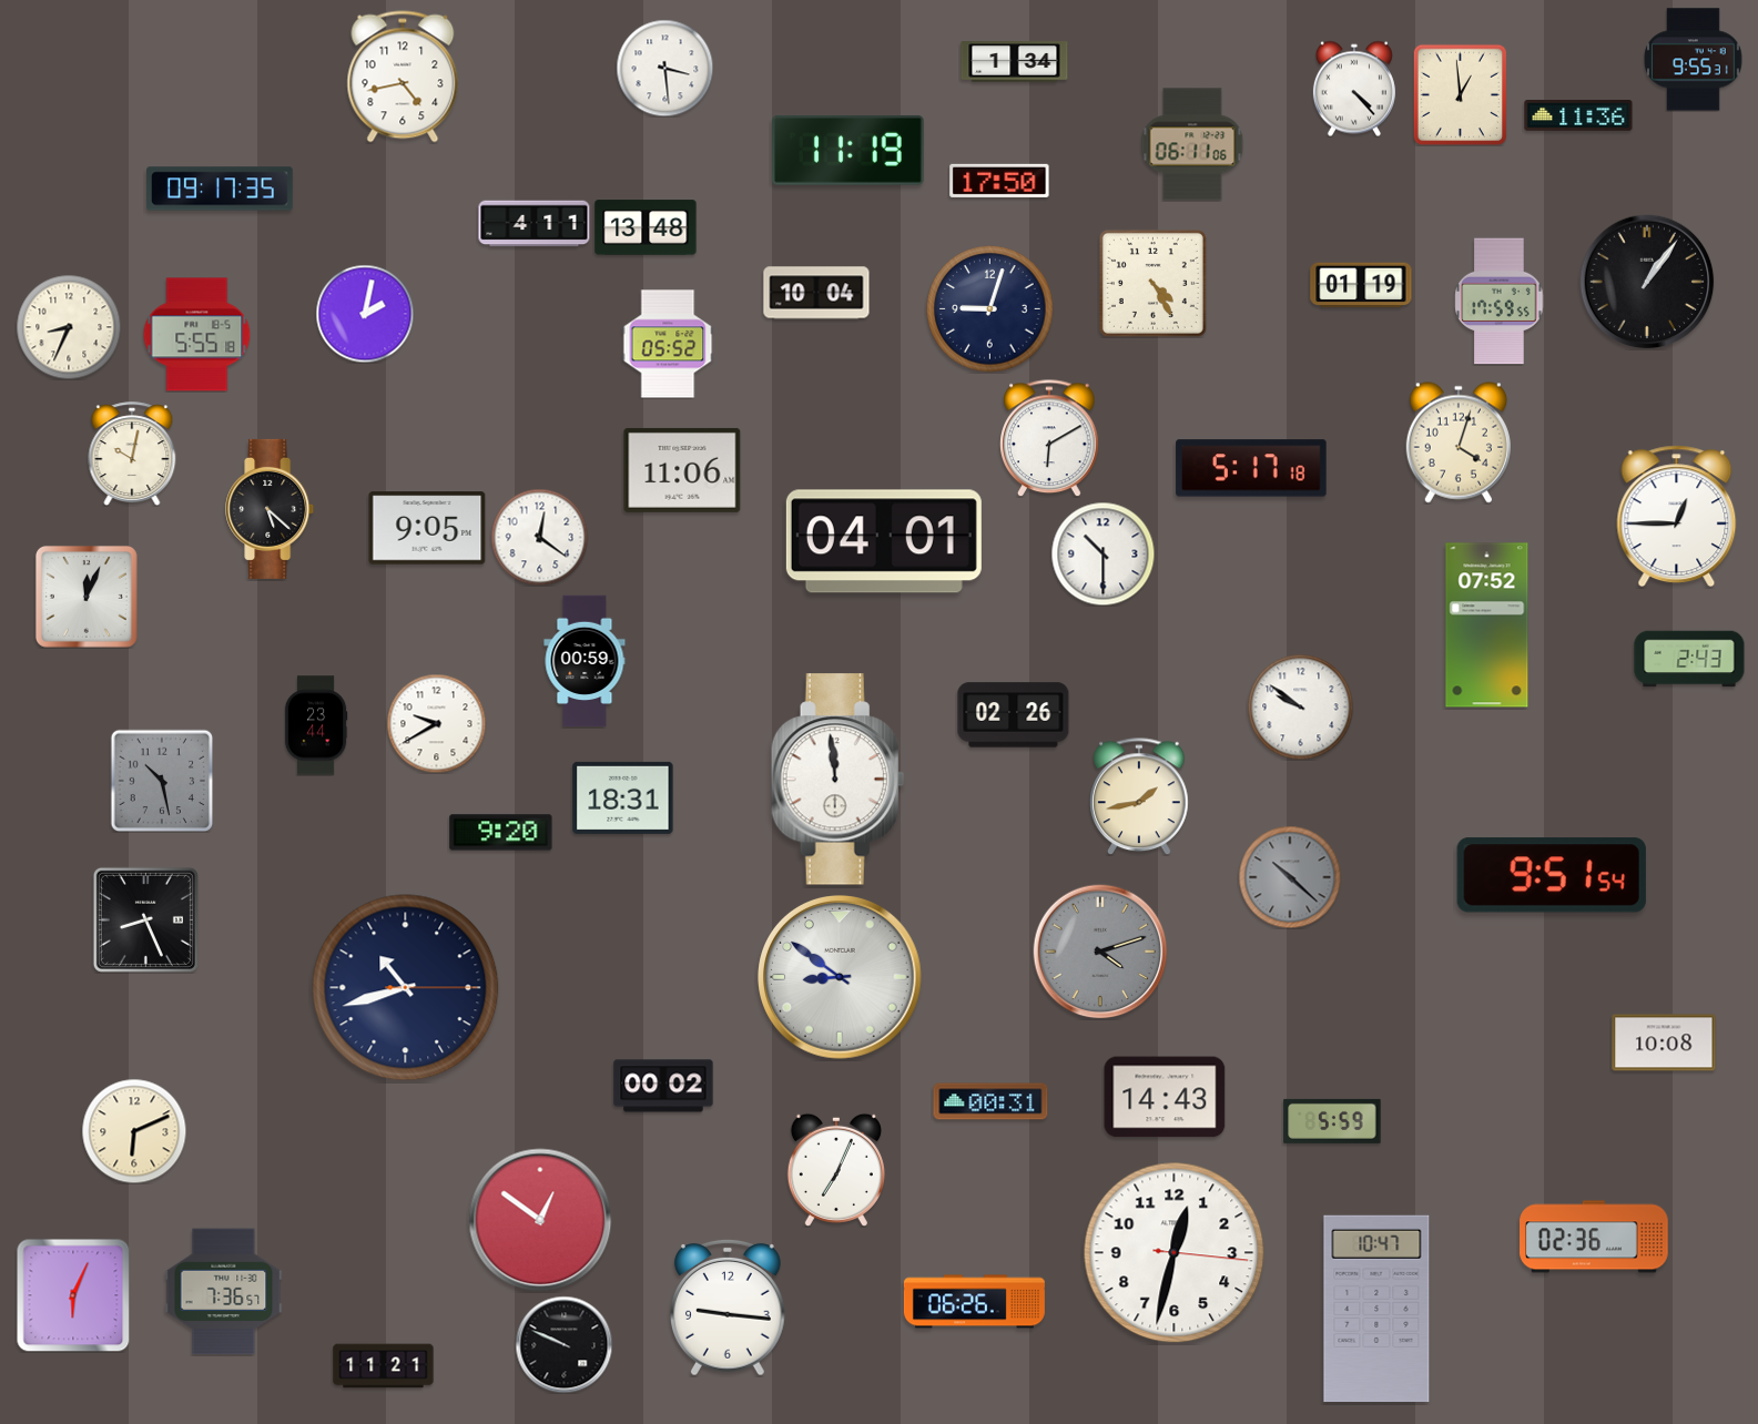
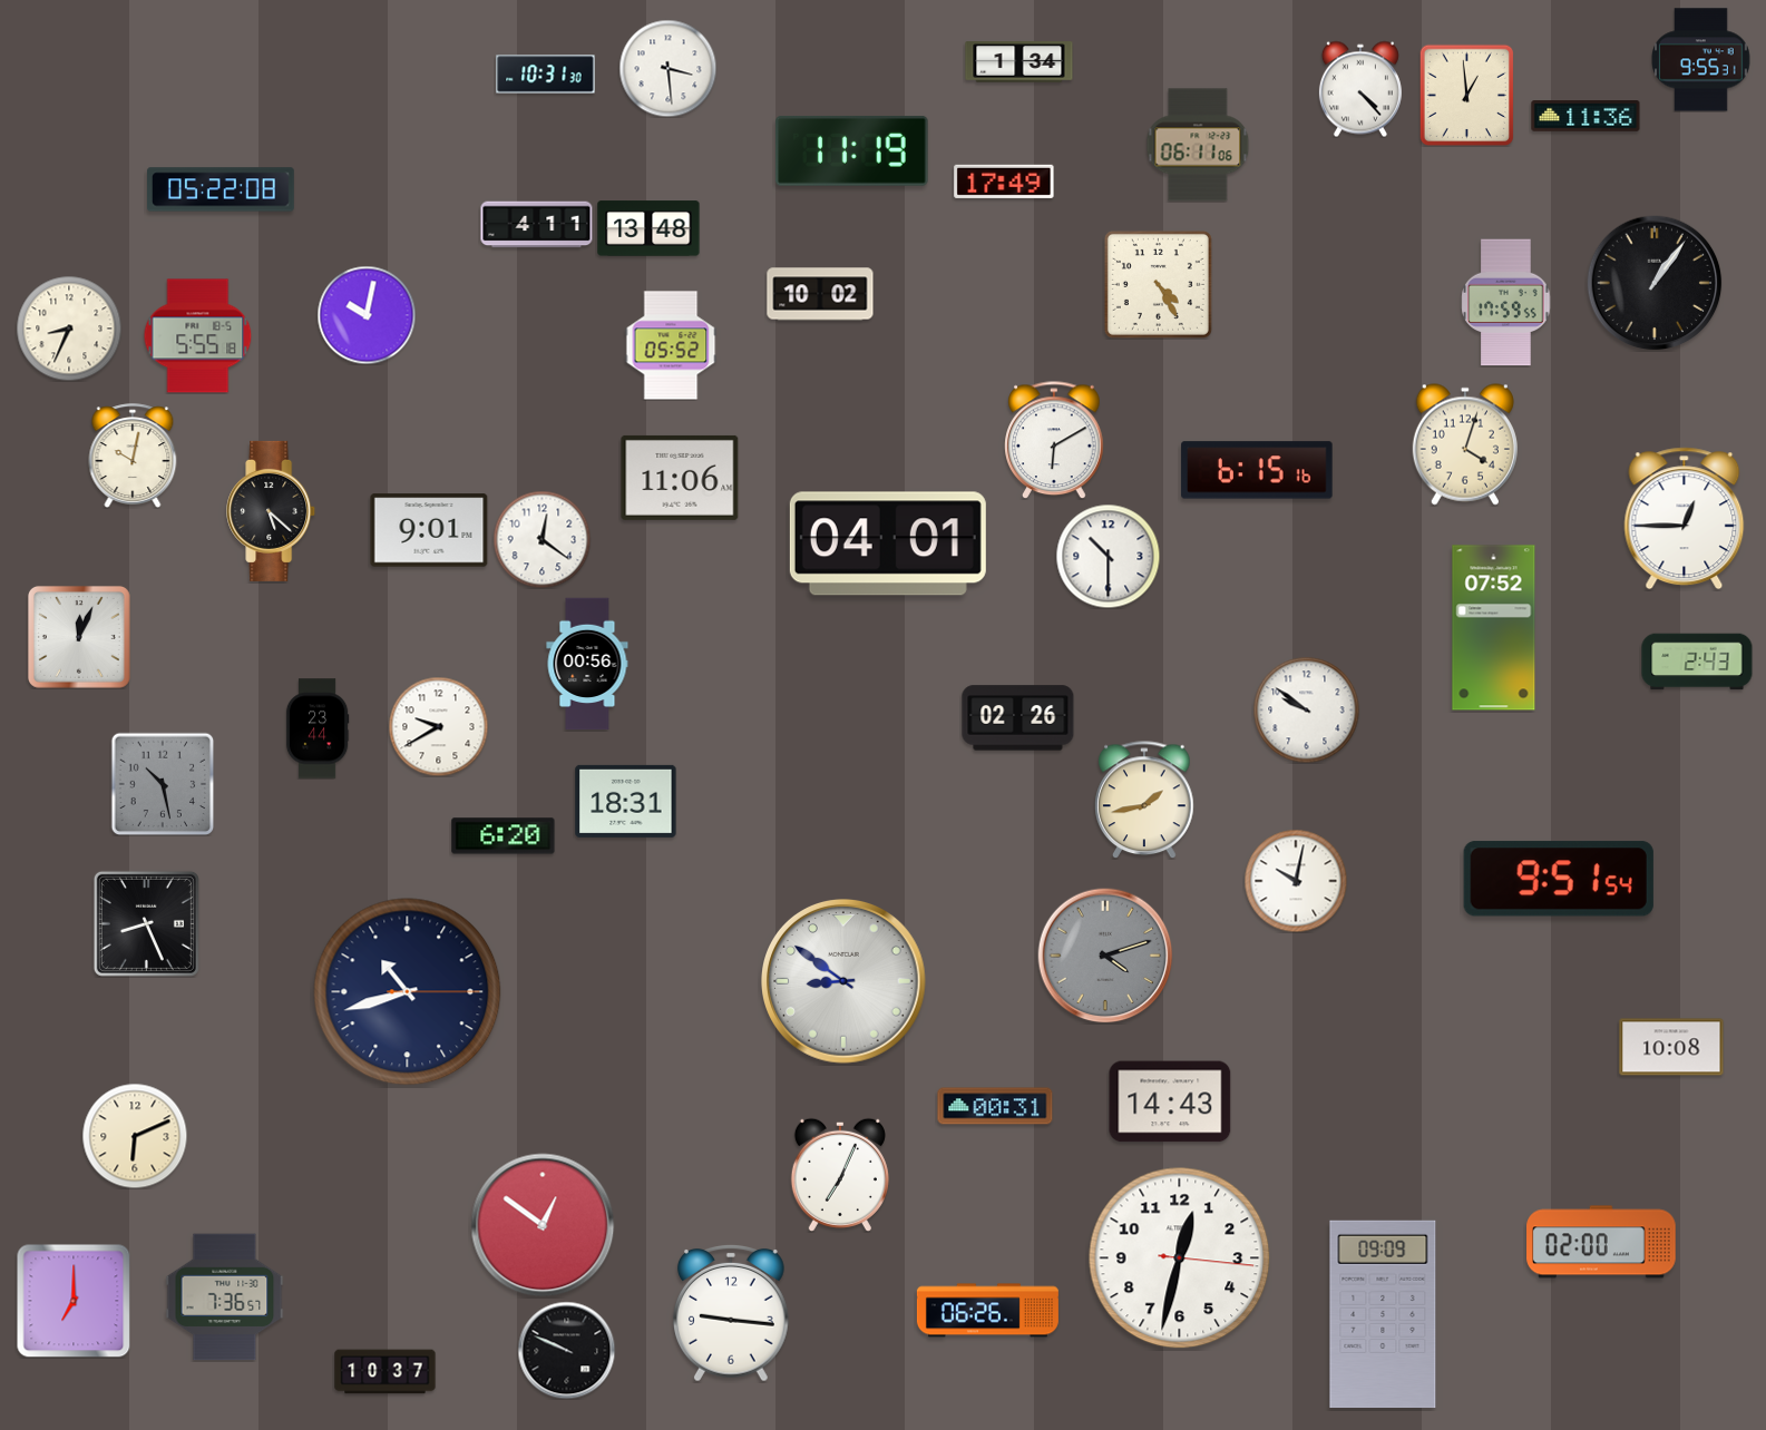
clock at (546, 75): none -> 10:31
clock at (403, 77): 4:43 -> none
clock at (999, 181): 17:50 -> 17:49
clock at (221, 189): 09:17 -> 05:22
clock at (1361, 285): 01:19 -> none
clock at (816, 293): 10:04 -> 10:02
clock at (990, 309): 9:03 -> none
clock at (365, 314): 2:02 -> 10:02
clock at (1251, 468): 5:17 -> 6:15
clock at (682, 470) position: (682, 470) -> (680, 478)
clock at (427, 528): 9:05 -> 9:01
clock at (87, 597) position: (87, 597) -> (79, 637)
clock at (585, 661): 00:59 -> 00:56
clock at (837, 780): 11:59 -> none
clock at (501, 833): 9:20 -> 6:20
clock at (1290, 877): 10:22 -> 10:02
clock at (1290, 877) dial: grey -> white
clock at (663, 1086): 00:02 -> none
clock at (1332, 1121): 5:59 -> none
clock at (1594, 1237): 02:36 -> 02:00
clock at (73, 1295): 6:04 -> 7:00
clock at (974, 1302) position: (974, 1302) -> (987, 1311)
clock at (1376, 1309): 10:47 -> 09:09
clock at (384, 1366): 11:21 -> 10:37
